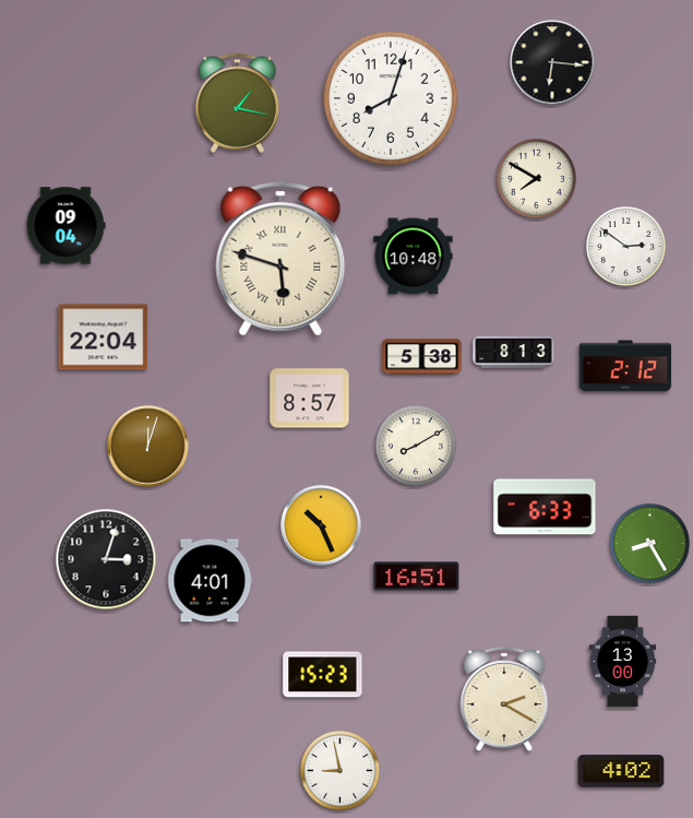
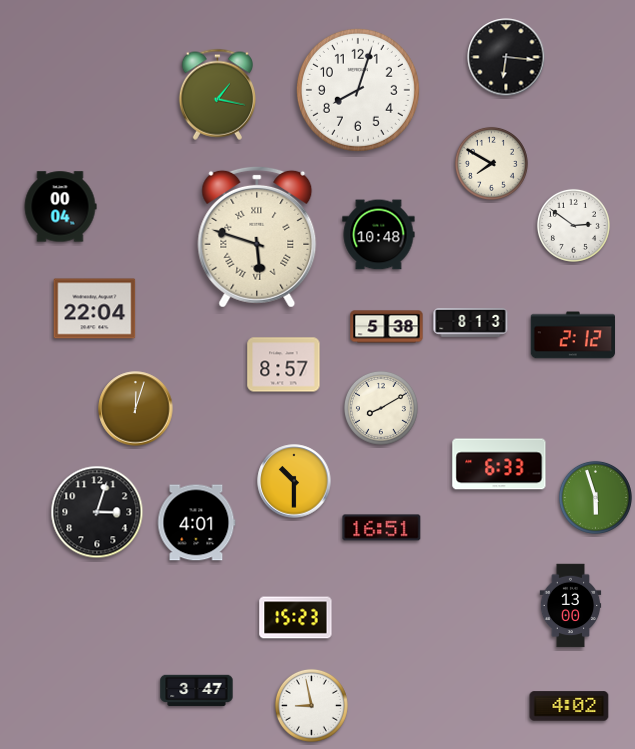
clock at (65, 226): 09:04 -> 00:04
clock at (321, 525): 10:26 -> 10:30
clock at (649, 543): 8:25 -> 5:57
clock at (210, 581) position: (210, 581) -> (196, 523)
clock at (504, 699): 2:20 -> none
clock at (197, 691): none -> 3:47
